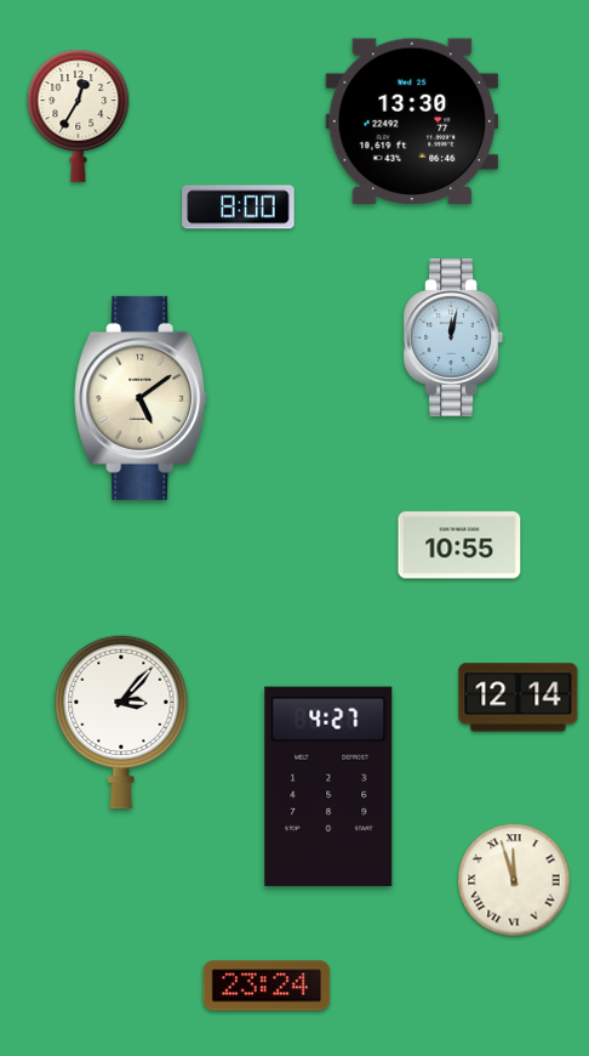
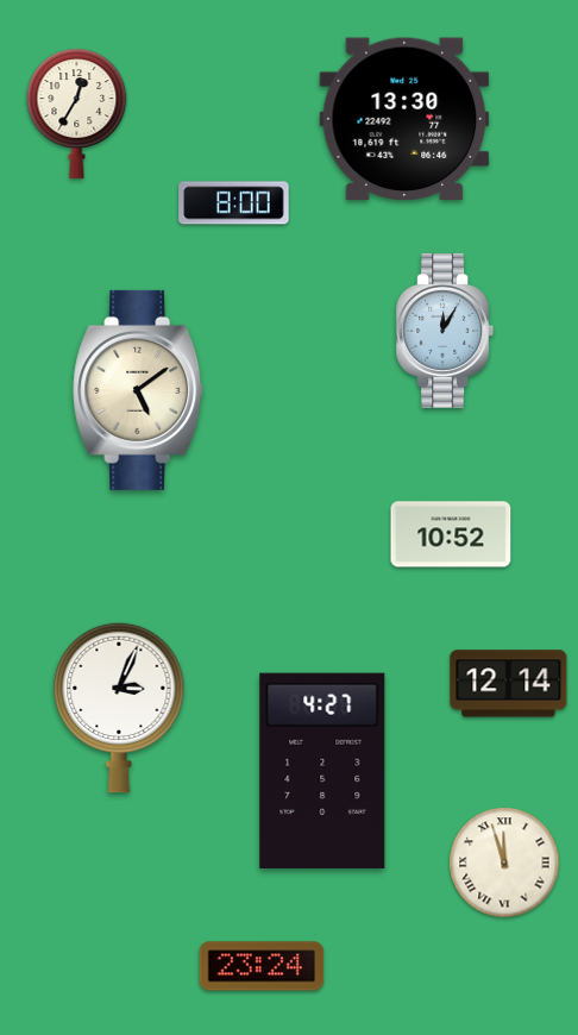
clock at (453, 337): 12:02 -> 12:05
clock at (459, 545): 10:55 -> 10:52
clock at (121, 722): 3:07 -> 3:04
